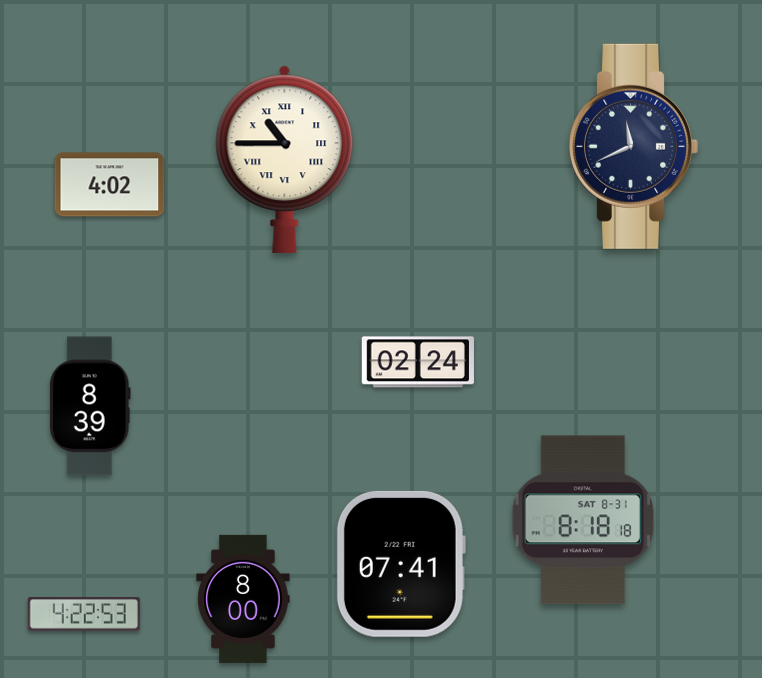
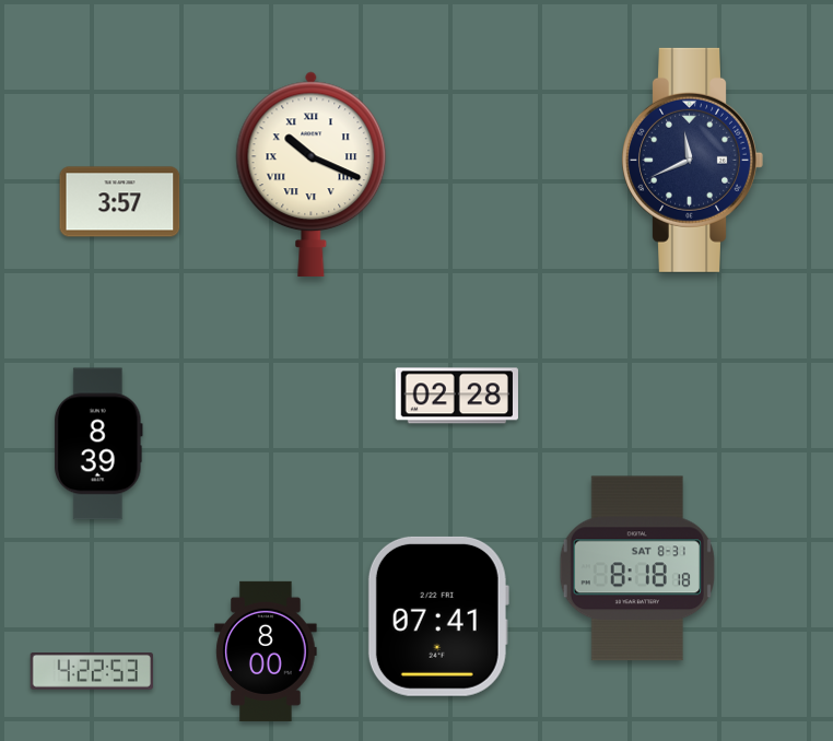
clock at (285, 159): 10:45 -> 10:19
clock at (110, 185): 4:02 -> 3:57
clock at (418, 362): 02:24 -> 02:28
clock at (243, 599) position: (243, 599) -> (266, 651)
